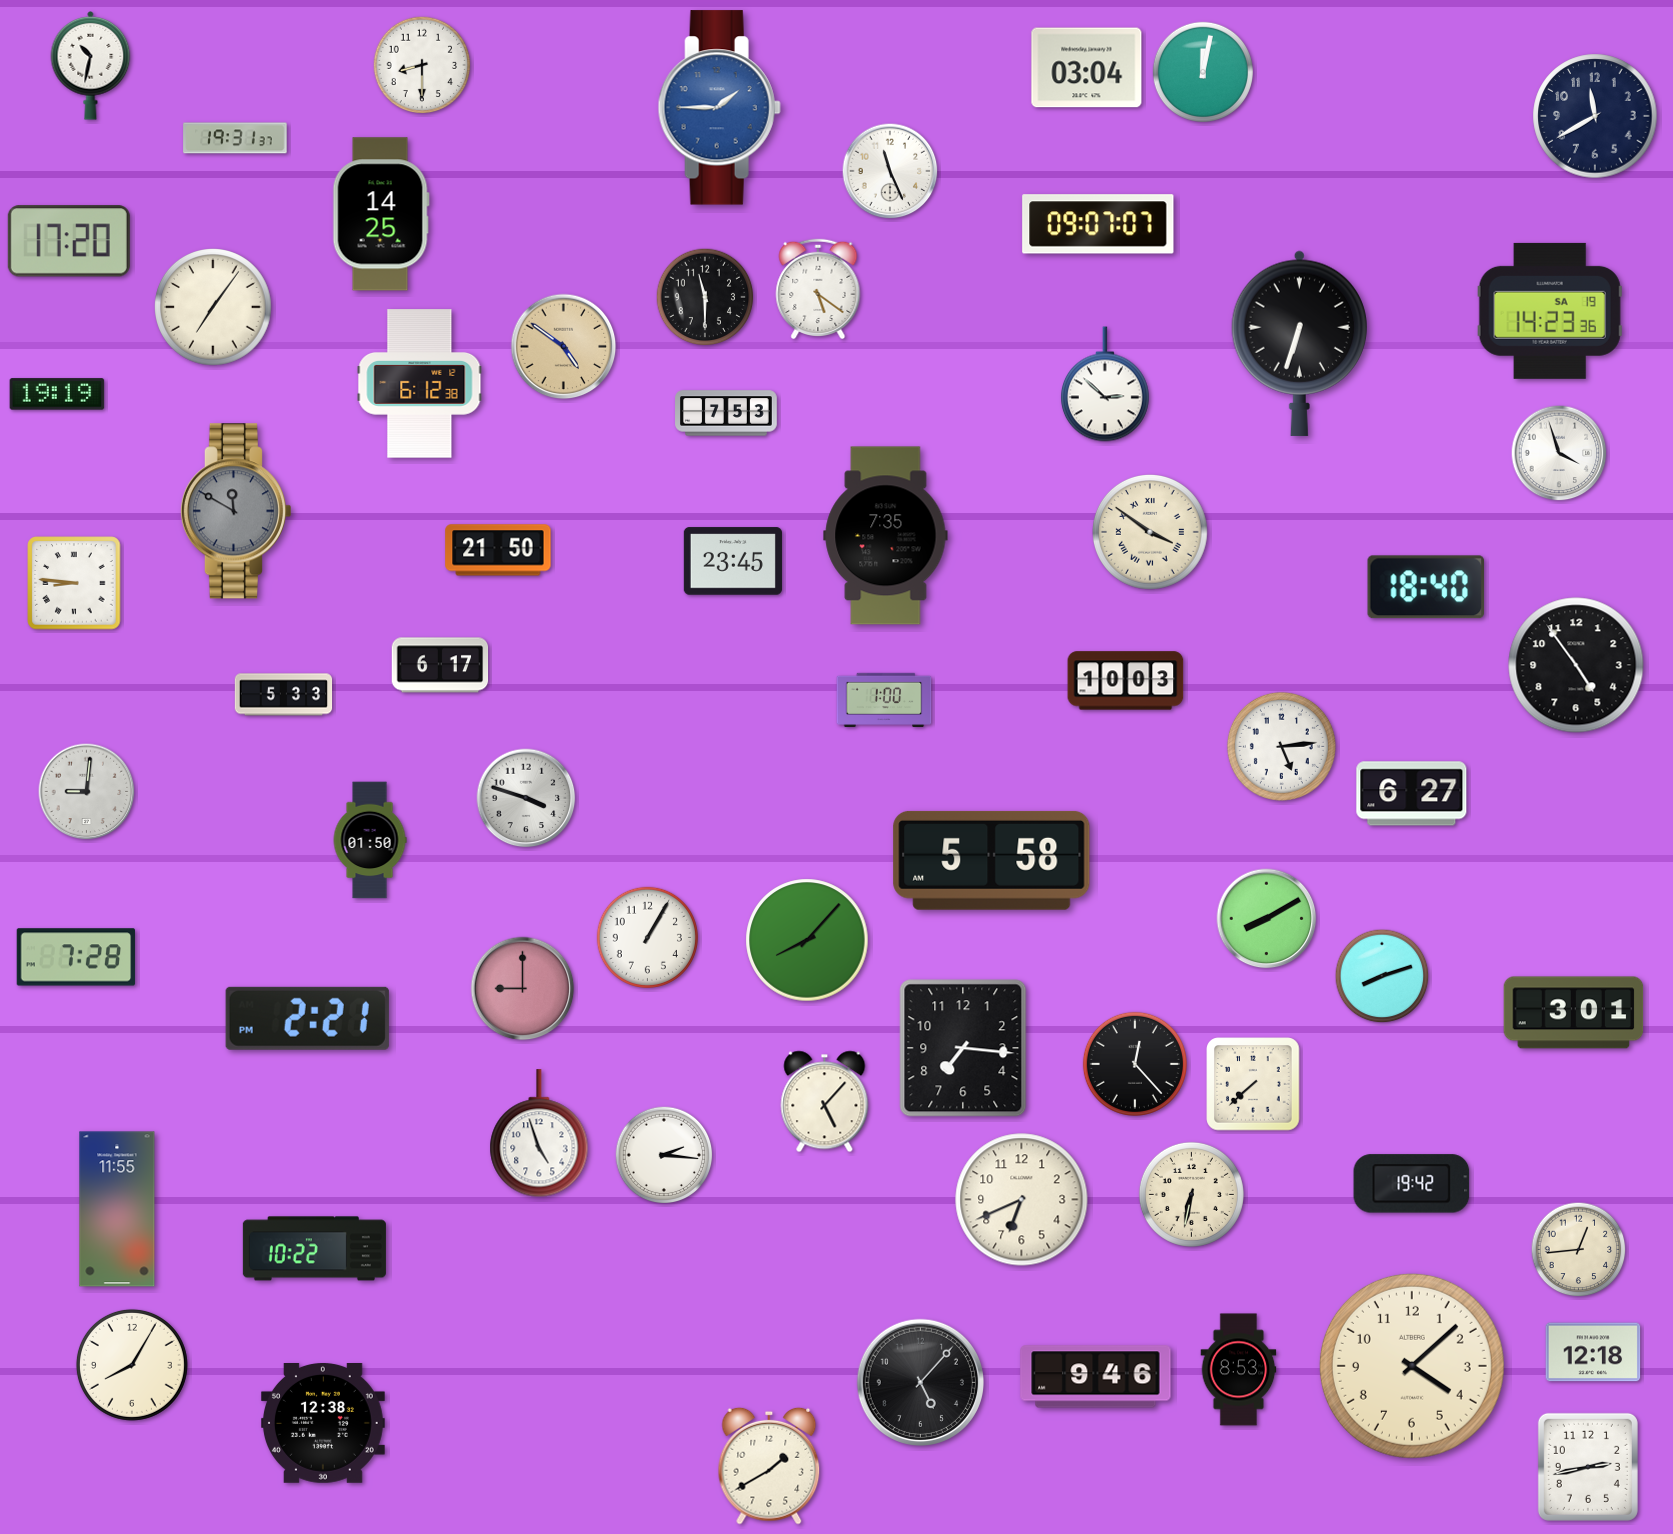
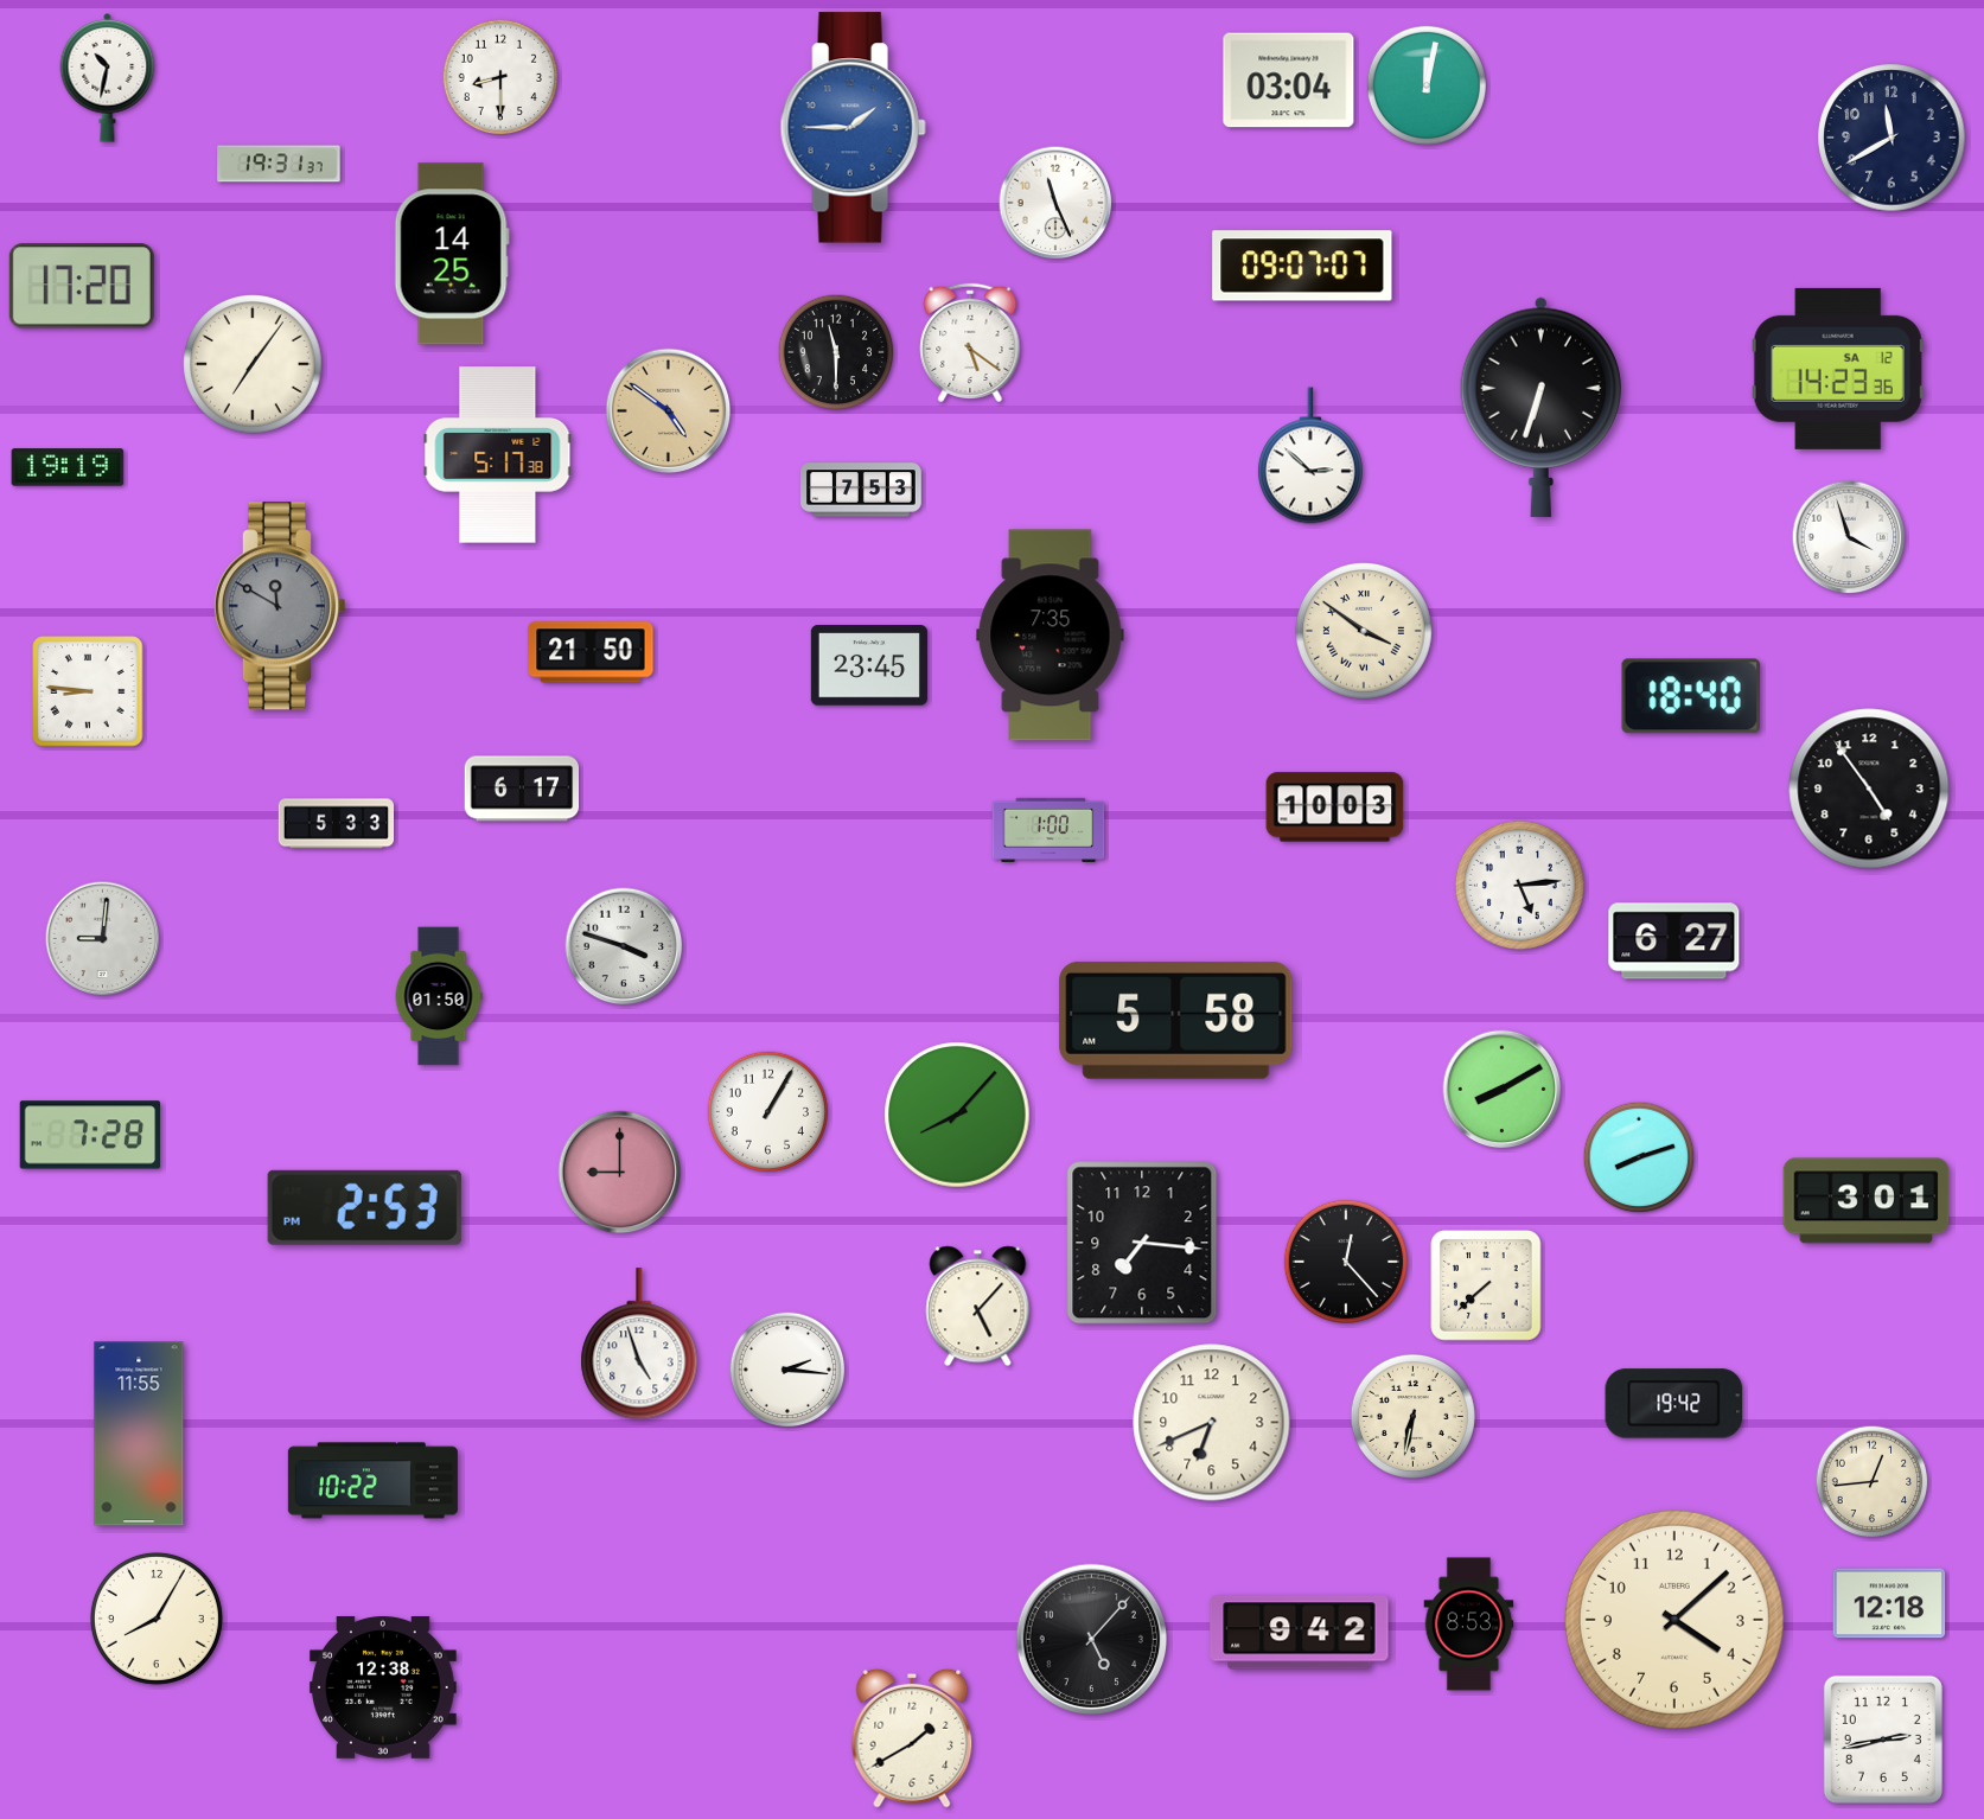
clock at (1550, 311) date: SA 19 -> SA 12
clock at (420, 384): 6:12 -> 5:17
clock at (307, 1018): 2:21 -> 2:53
clock at (1096, 1377): 9:46 -> 9:42
